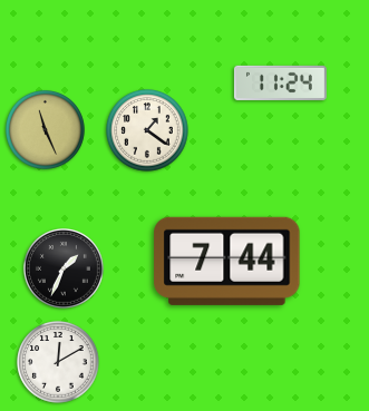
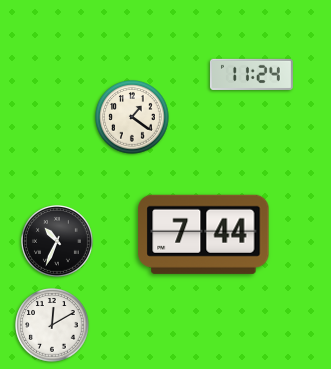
clock at (45, 129): 11:26 -> none
clock at (65, 270): 1:34 -> 10:34
